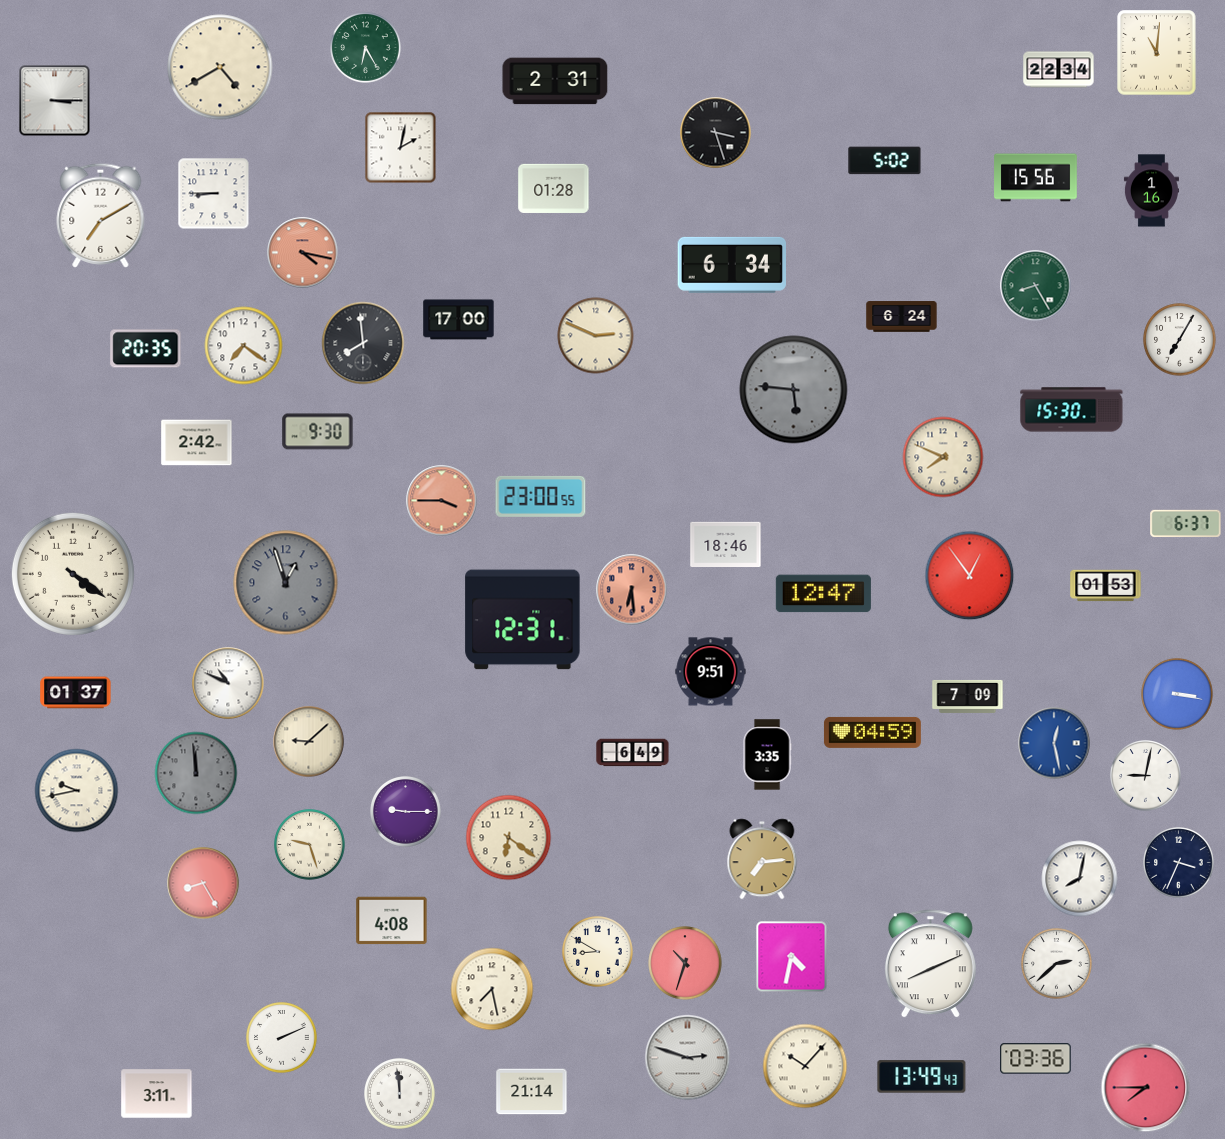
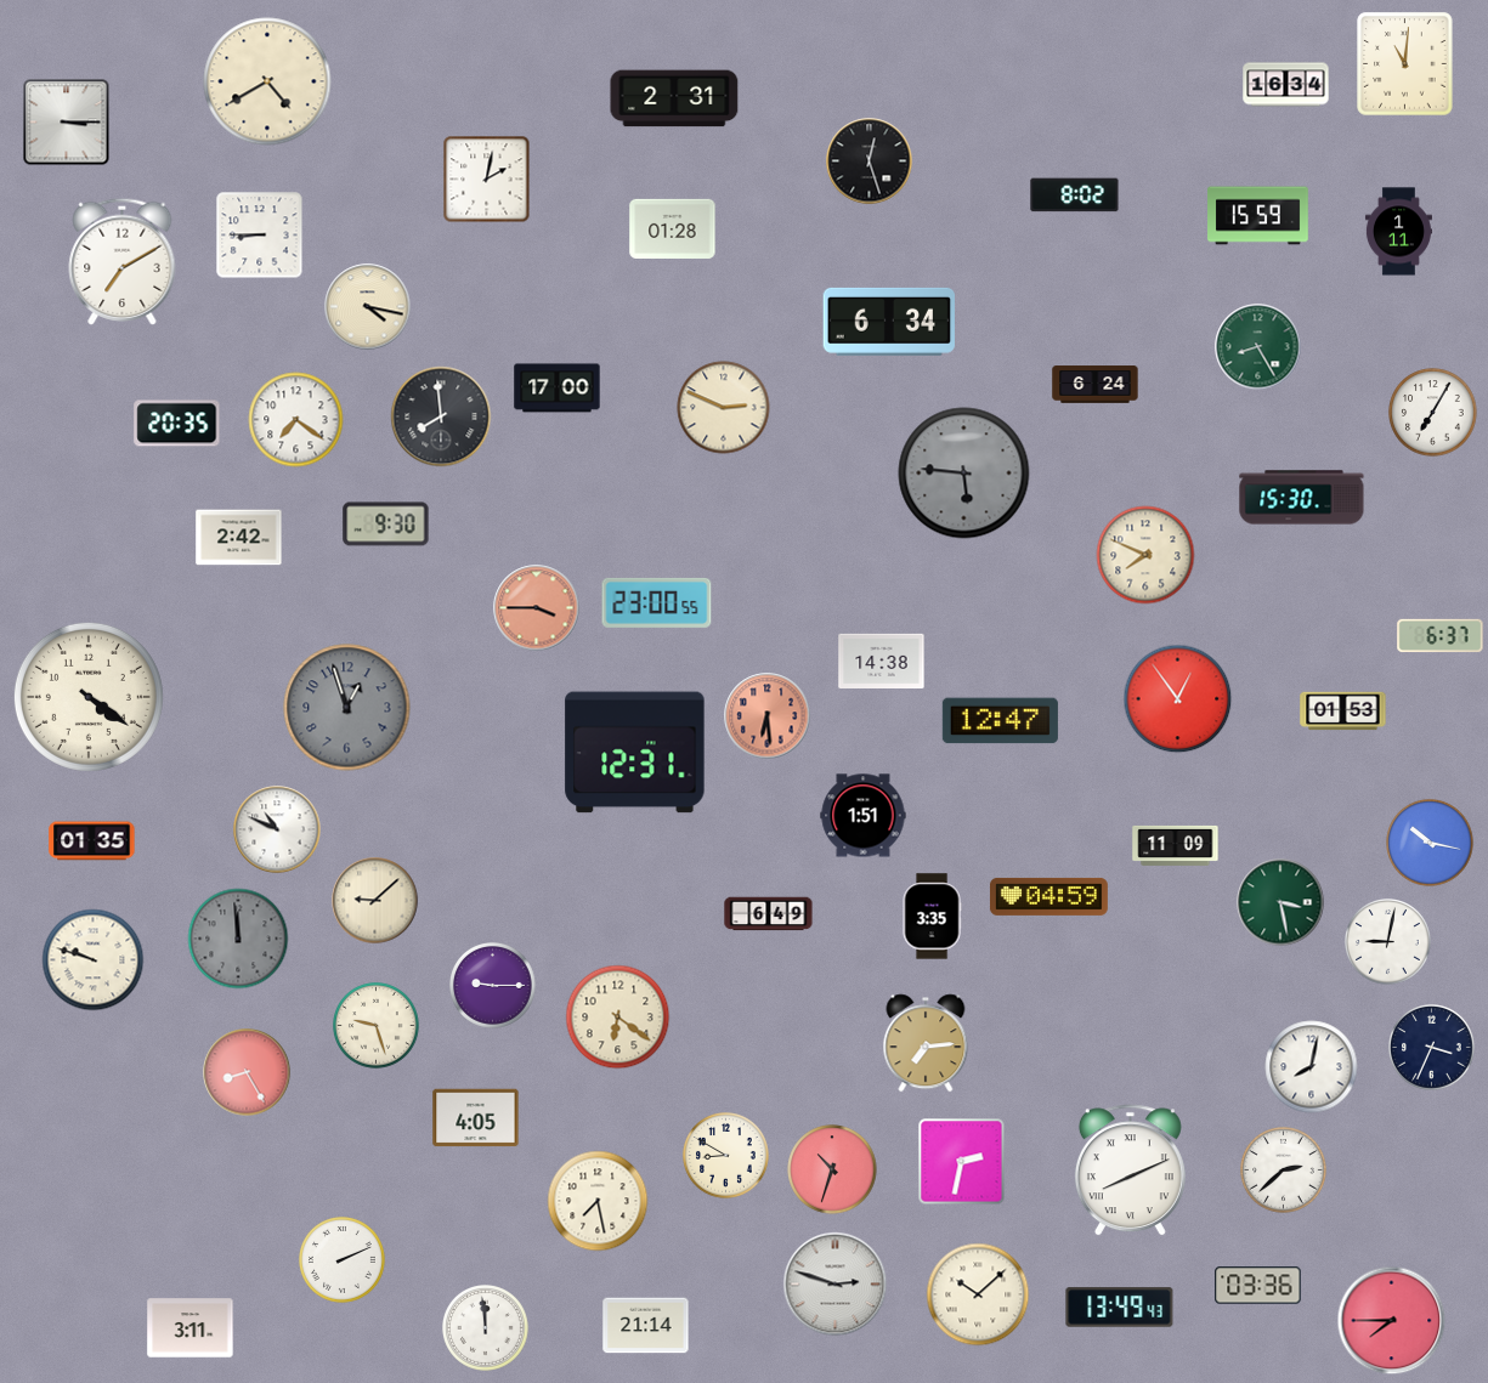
clock at (366, 48): 6:25 -> none
clock at (1059, 70): 22:34 -> 16:34
clock at (716, 133): 3:27 -> 12:27
clock at (885, 161): 5:02 -> 8:02
clock at (1036, 178): 15:56 -> 15:59
clock at (1151, 191): 1:16 -> 1:11
clock at (303, 253) dial: salmon -> cream
clock at (726, 544): 18:46 -> 14:38
clock at (711, 672): 9:51 -> 1:51
clock at (76, 693): 01:37 -> 01:35
clock at (1177, 694): 3:17 -> 10:17
clock at (968, 696): 7:09 -> 11:09
clock at (872, 732) position: (872, 732) -> (1048, 896)
clock at (1054, 743): 12:28 -> 3:28
clock at (1054, 743) dial: blue -> green
clock at (1146, 776) position: (1146, 776) -> (1388, 942)
clock at (77, 791): 9:43 -> 9:48
clock at (392, 921): 4:08 -> 4:05
clock at (792, 957): 4:32 -> 2:32
clock at (805, 1066): 10:07 -> 10:08
